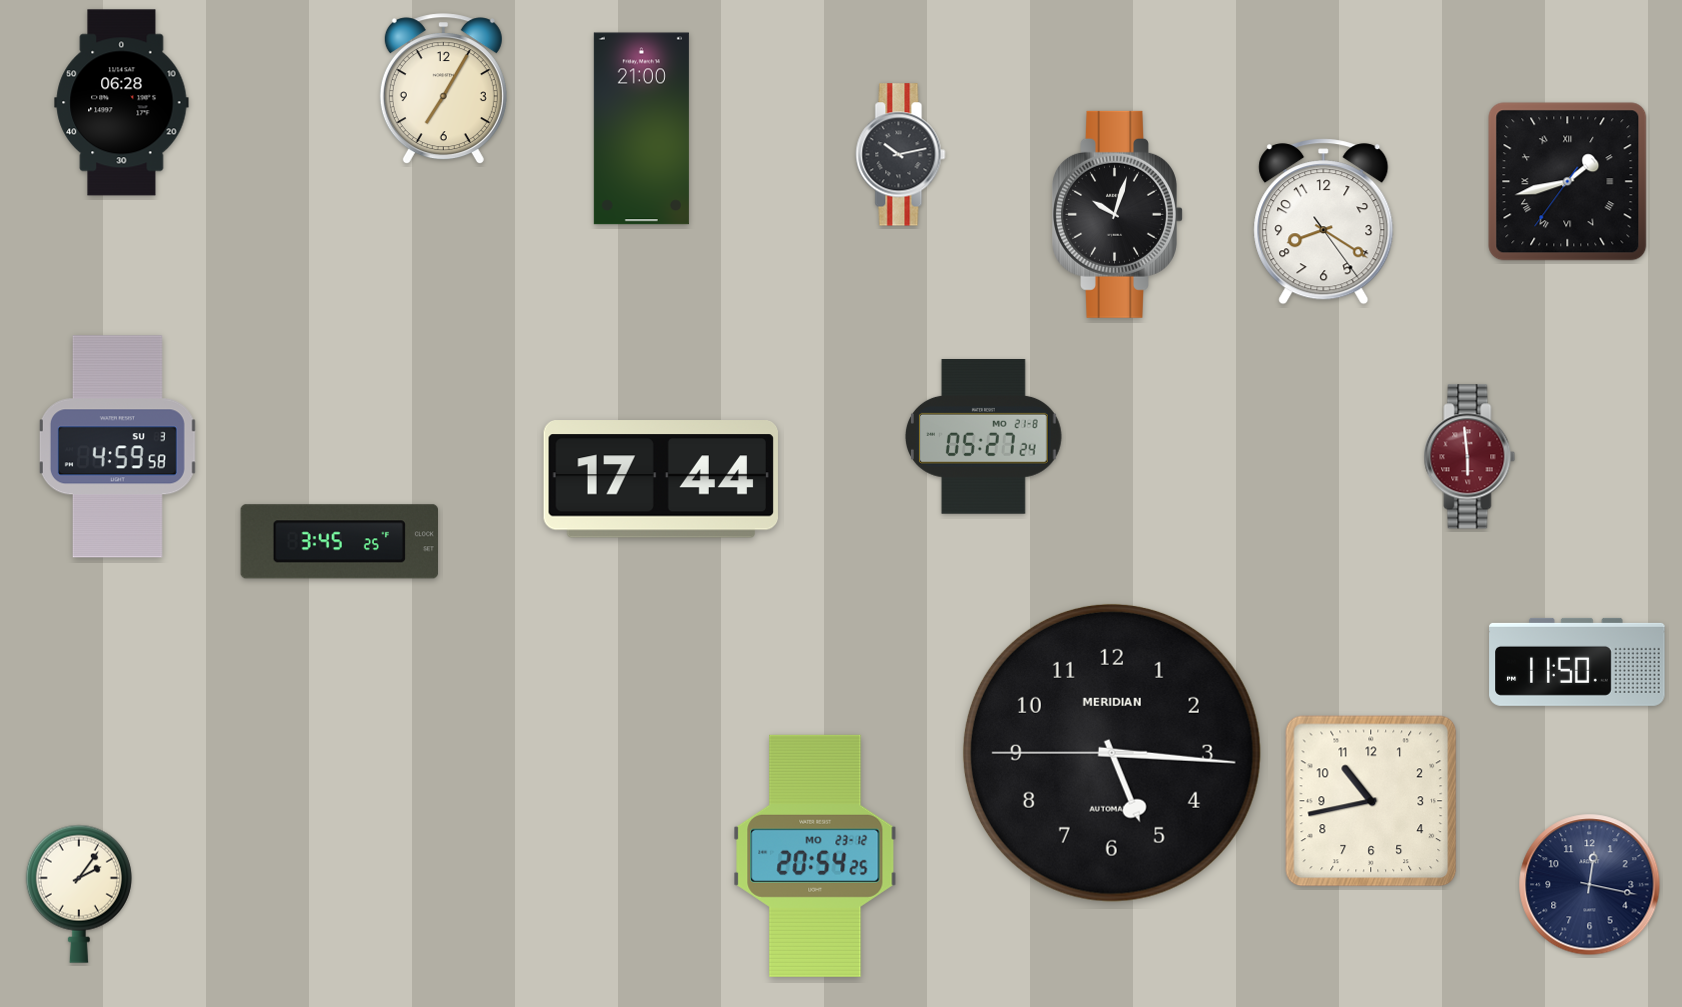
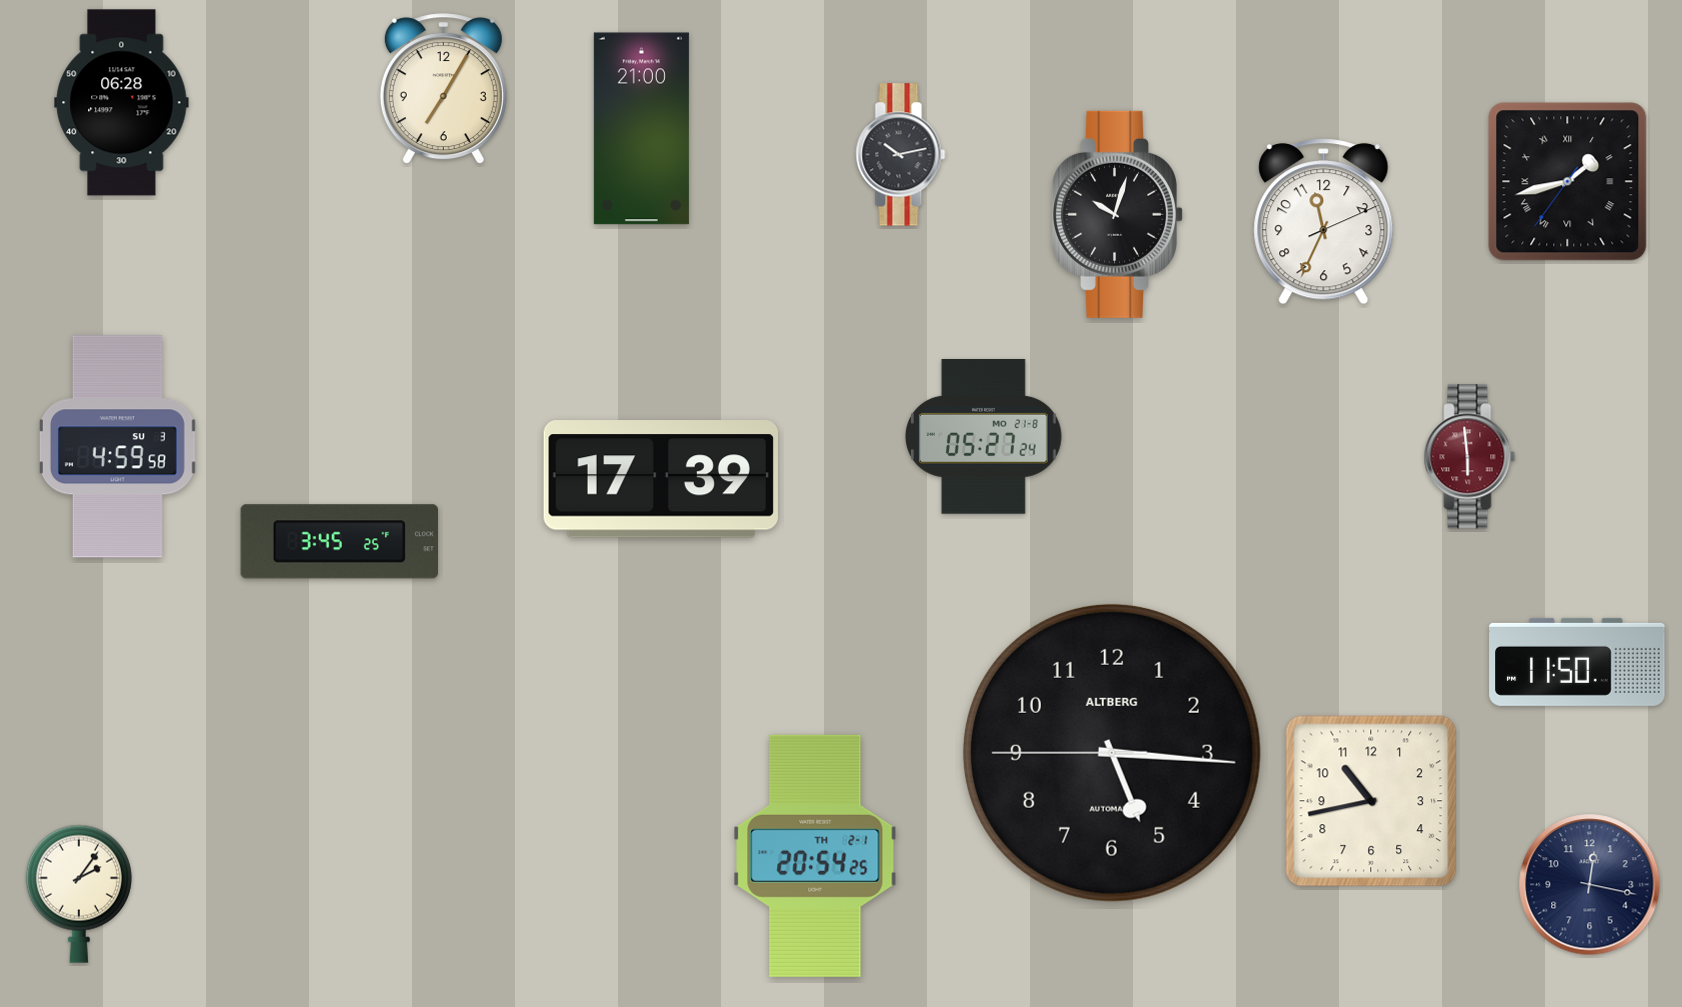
clock at (1324, 222): 8:20 -> 11:34
clock at (661, 479): 17:44 -> 17:39
clock at (1112, 753) brand: MERIDIAN -> ALTBERG
clock at (815, 856) date: MO 23-12 -> TH 2-1
